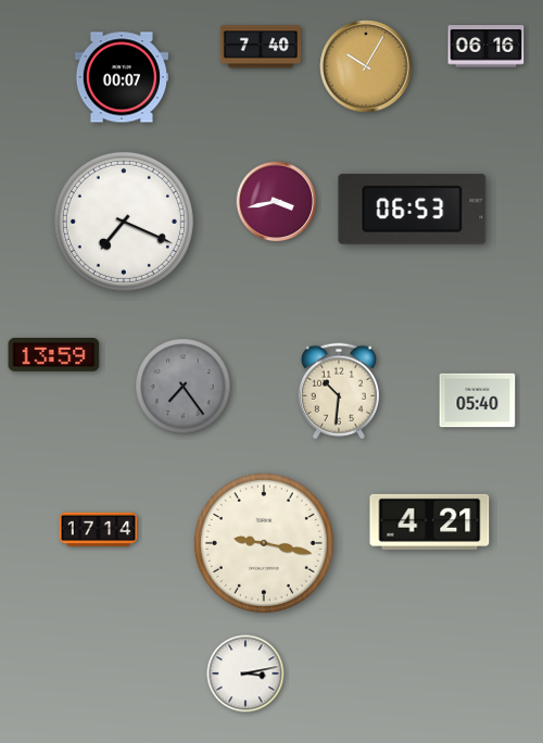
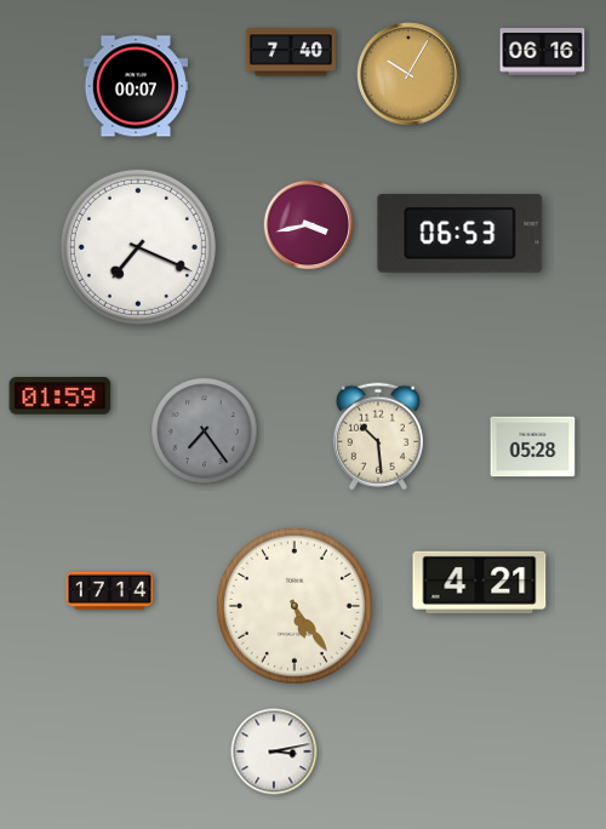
clock at (54, 355): 13:59 -> 01:59
clock at (339, 391): 10:31 -> 10:29
clock at (478, 401): 05:40 -> 05:28
clock at (264, 543): 9:17 -> 5:24
